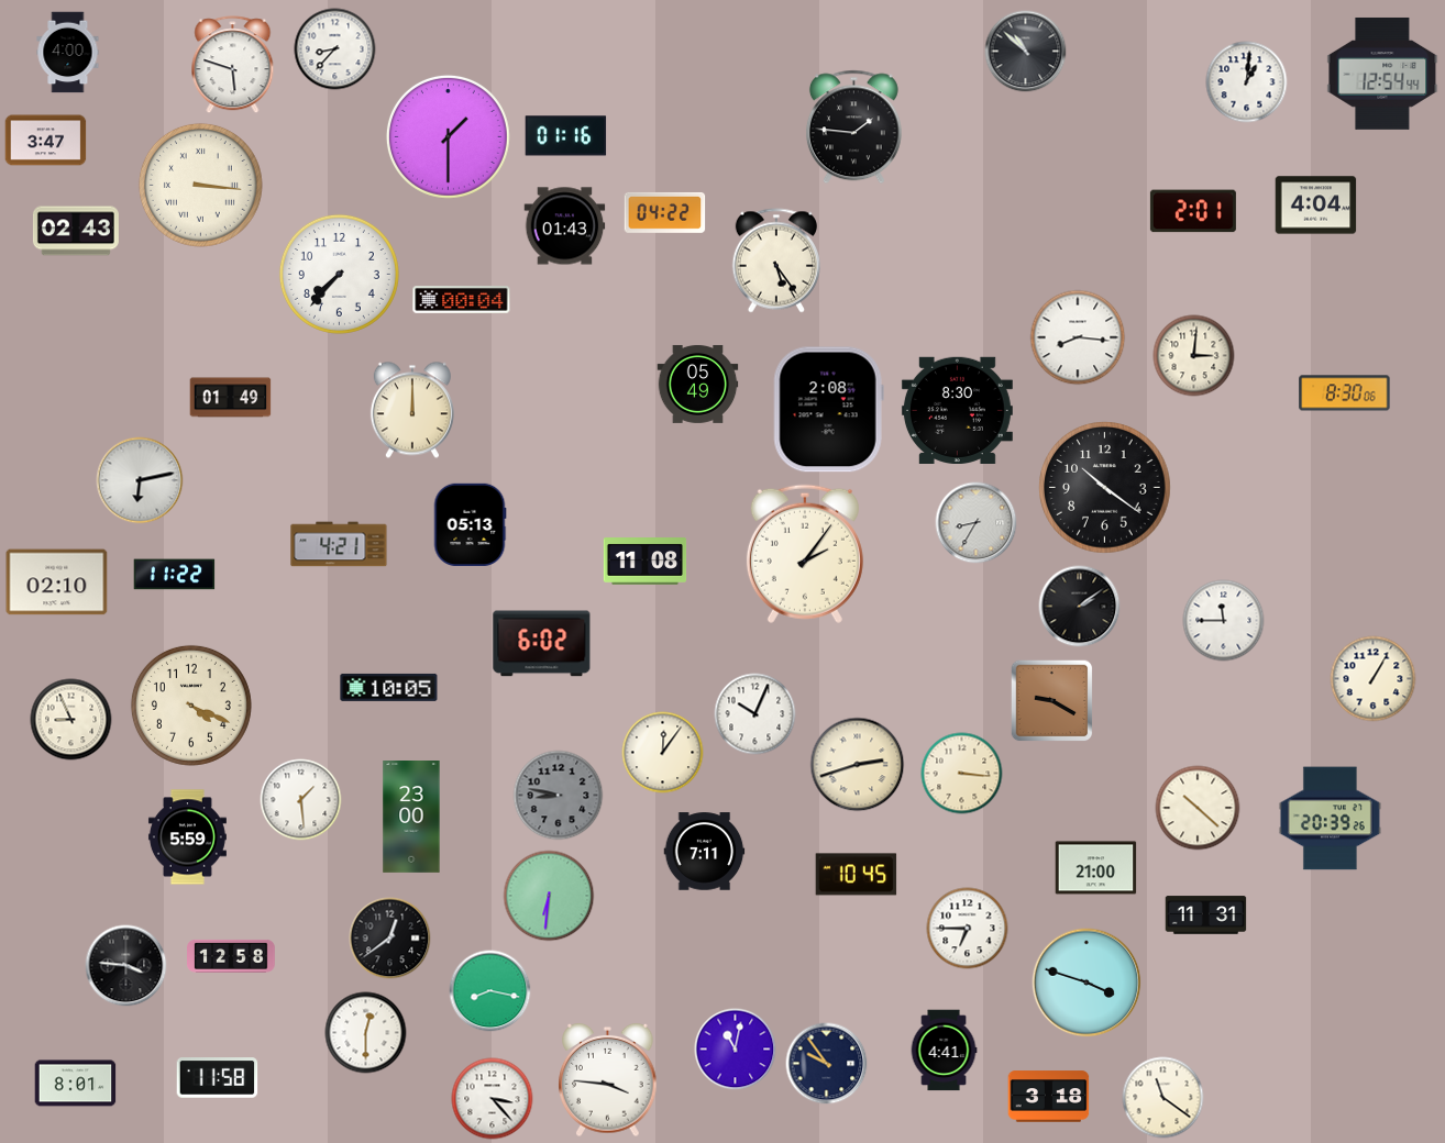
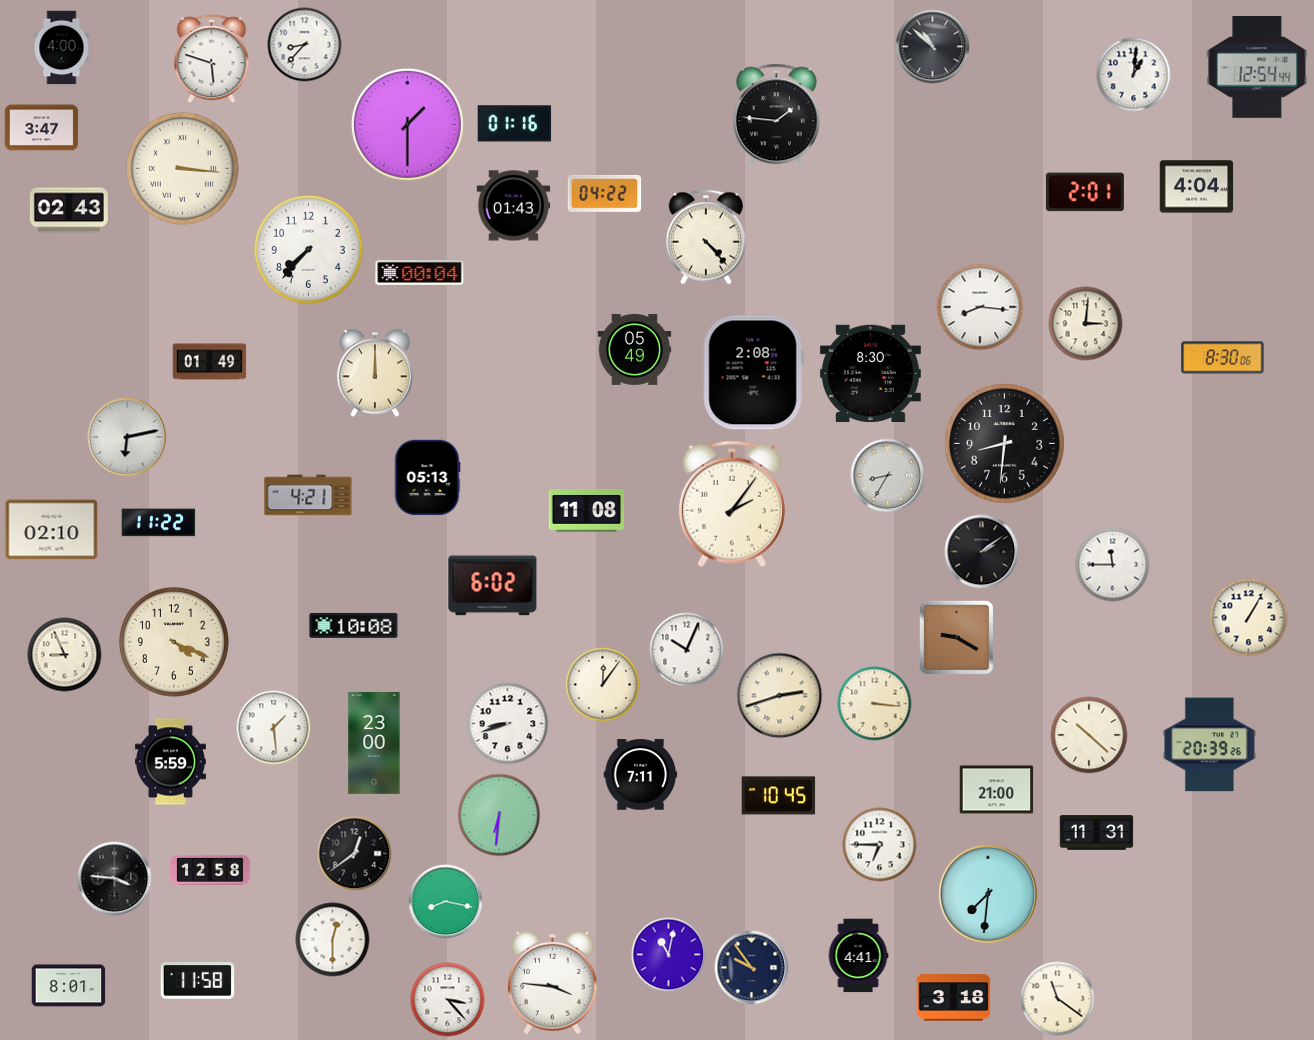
clock at (775, 260): 5:24 -> 4:23
clock at (1105, 488): 10:21 -> 8:31
clock at (389, 687): 10:05 -> 10:08
clock at (559, 796): 8:47 -> 8:42
clock at (559, 796) dial: grey -> white
clock at (1086, 983): 3:48 -> 7:31
